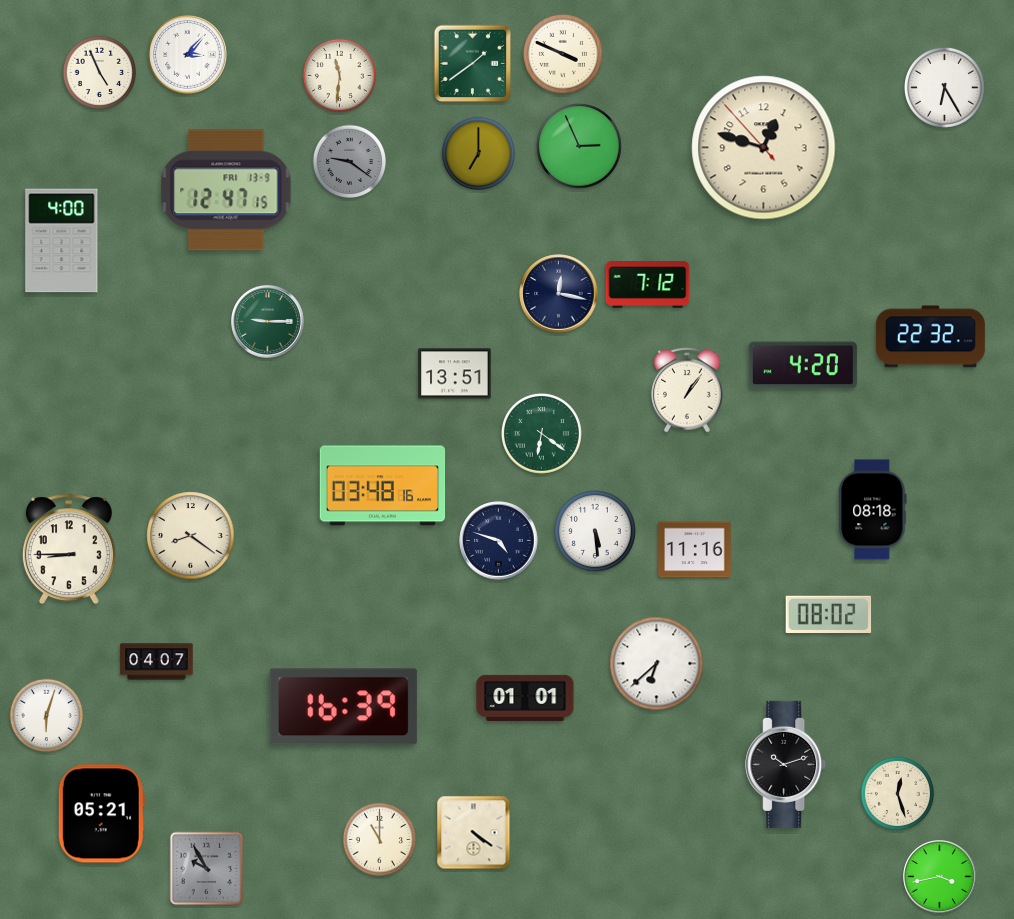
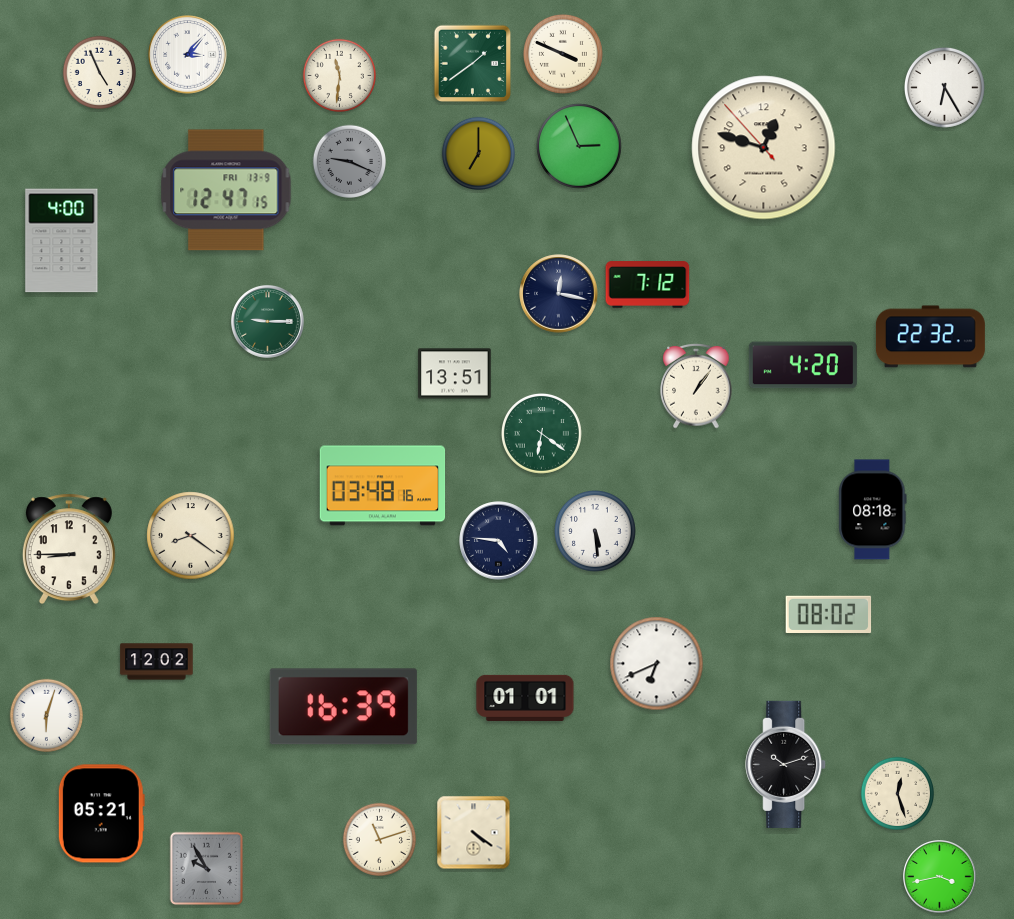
clock at (349, 161): 9:21 -> 9:19
clock at (687, 390) position: (687, 390) -> (696, 386)
clock at (499, 541): 4:48 -> 4:46
clock at (695, 550): 11:16 -> none
clock at (157, 662): 04:07 -> 12:02
clock at (657, 664): 6:38 -> 6:41
clock at (379, 839): 11:00 -> 11:12
